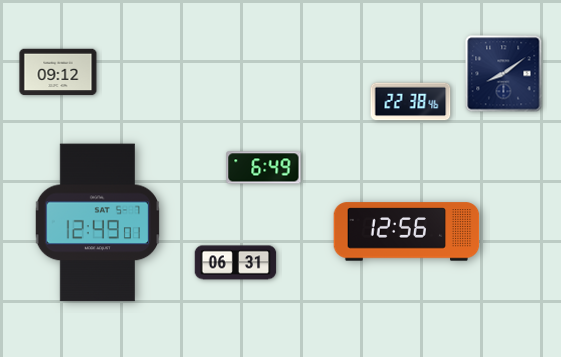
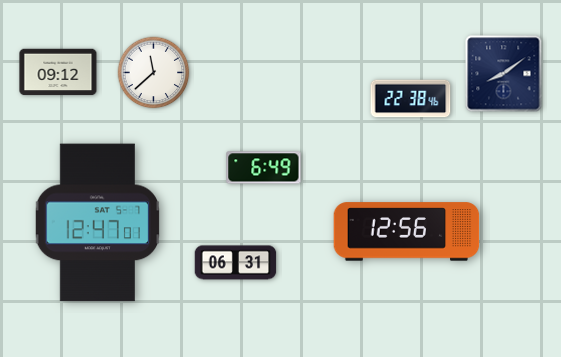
clock at (154, 73): none -> 11:38
clock at (411, 102) position: (411, 102) -> (411, 99)
clock at (98, 223): 12:49 -> 12:47
